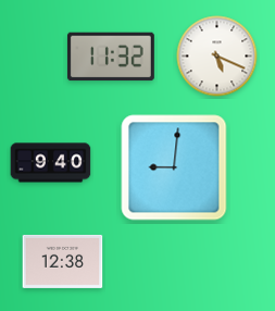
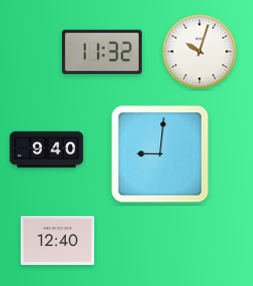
clock at (217, 57): 5:19 -> 10:03
clock at (63, 261): 12:38 -> 12:40
